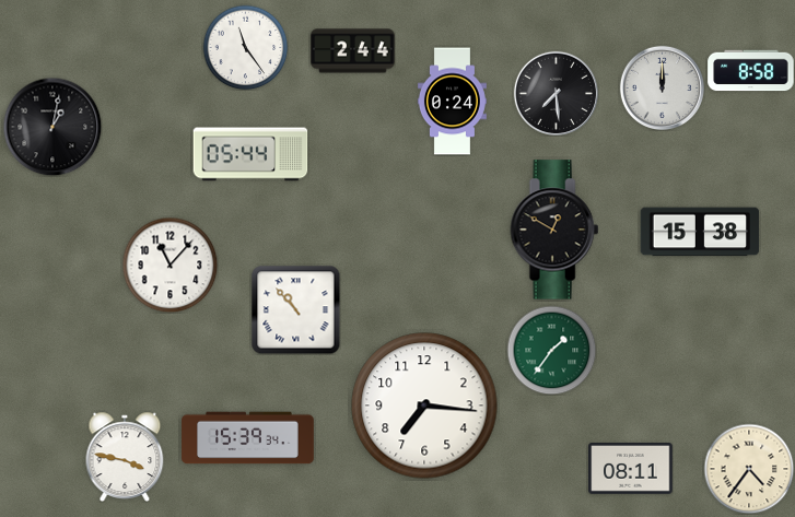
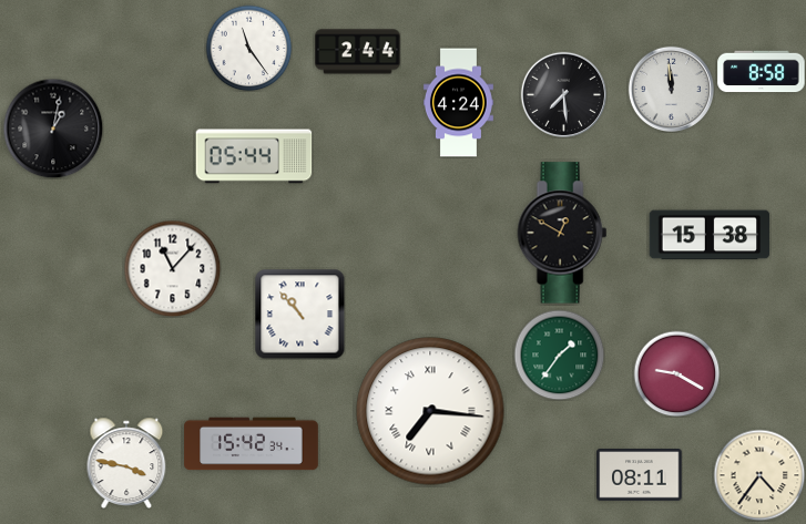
clock at (662, 87): 12:00 -> 11:59
clock at (452, 102): 0:24 -> 4:24
clock at (676, 373): none -> 9:20
clock at (424, 406) numerals: Arabic -> Roman
clock at (248, 438): 15:39 -> 15:42
